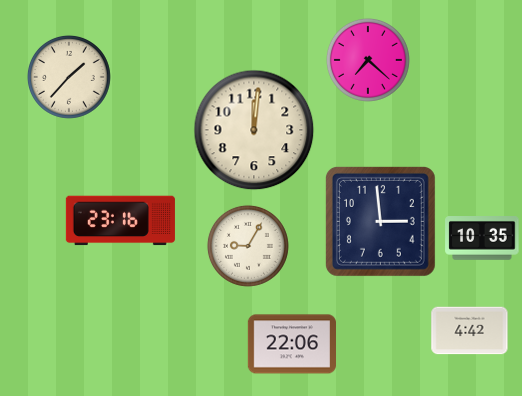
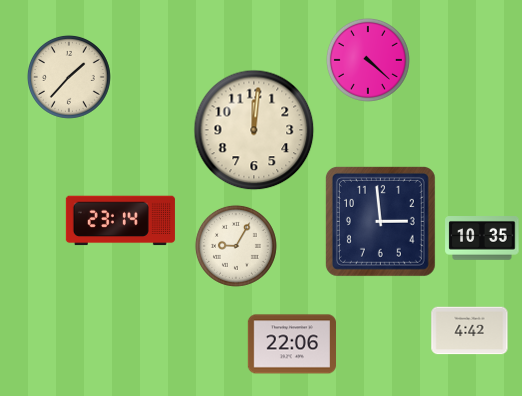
clock at (368, 60): 7:22 -> 4:22
clock at (120, 221): 23:16 -> 23:14
clock at (248, 246) position: (248, 246) -> (236, 246)
